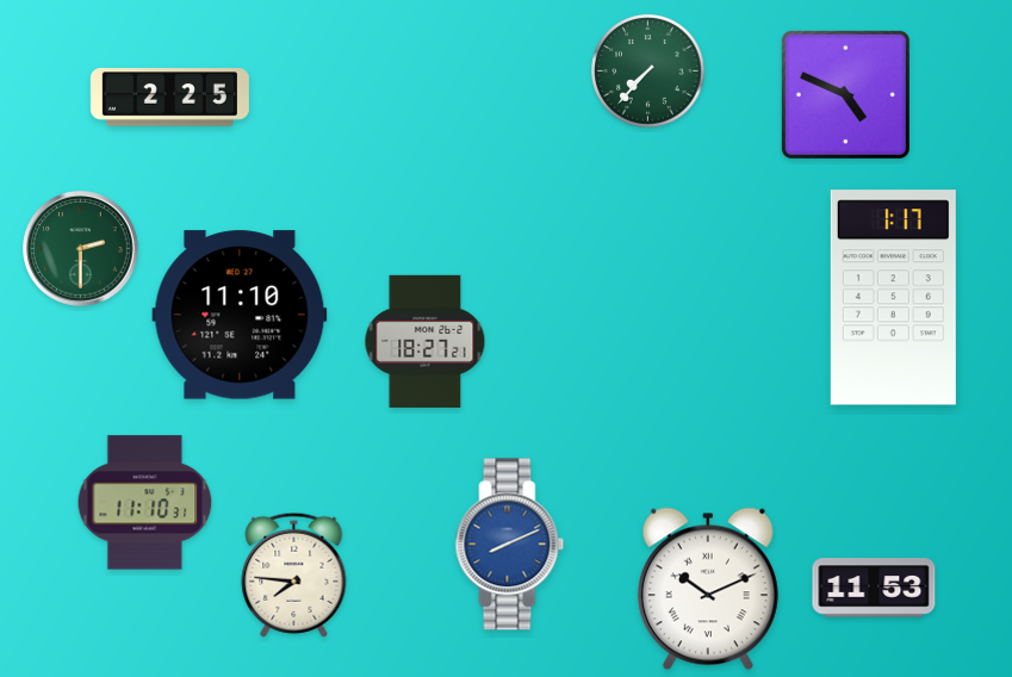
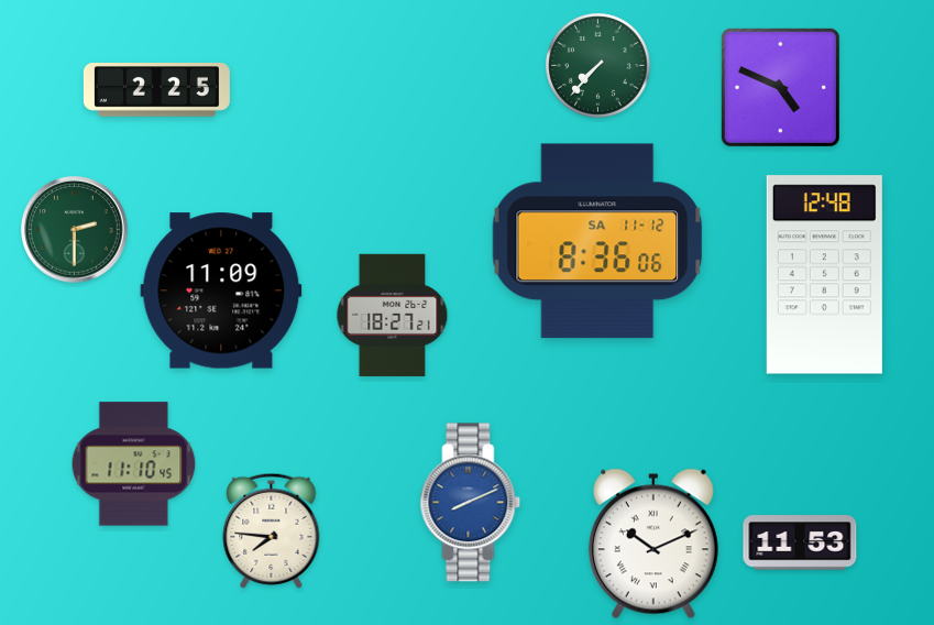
clock at (597, 241): none -> 8:36
clock at (893, 298): 1:17 -> 12:48
clock at (240, 315): 11:10 -> 11:09
clock at (145, 503): 11:10:31 -> 11:10:45
clock at (874, 588) position: (874, 588) -> (800, 542)
